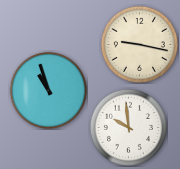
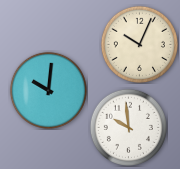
clock at (139, 44): 9:17 -> 10:04
clock at (48, 90): 10:57 -> 10:01
